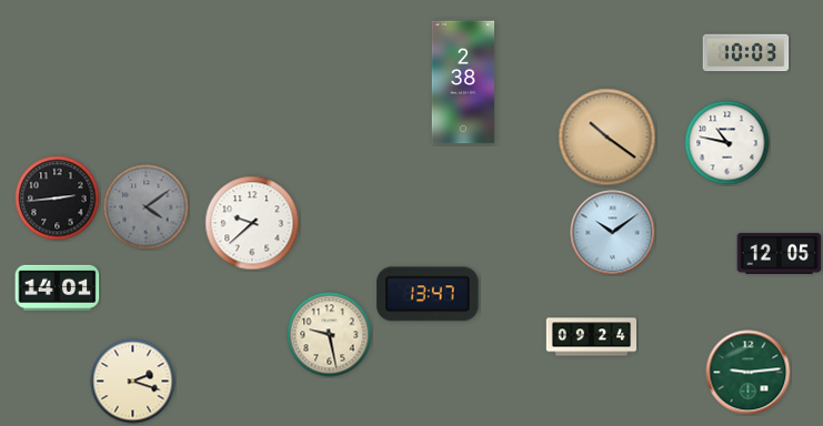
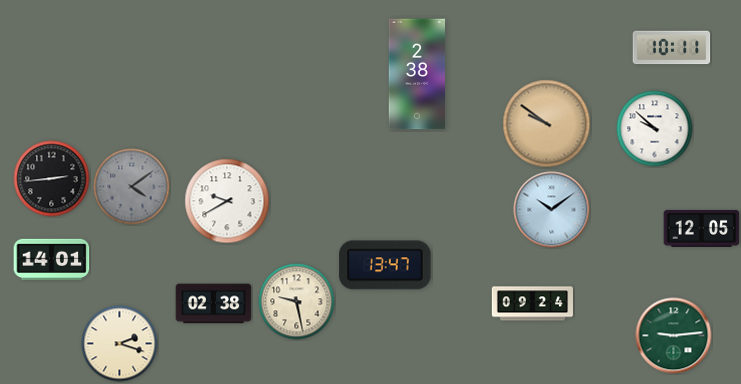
clock at (746, 53): 10:03 -> 10:11
clock at (608, 138): 10:21 -> 9:51
clock at (727, 143): 10:47 -> 9:52
clock at (252, 223): 9:38 -> 9:40
clock at (214, 304): none -> 02:38
